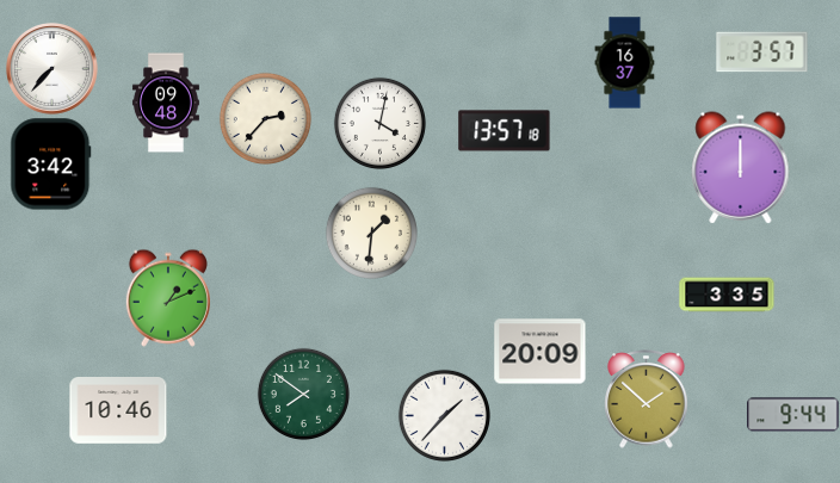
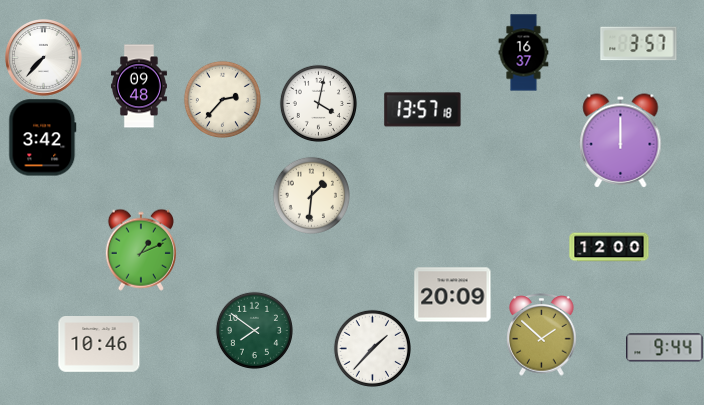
clock at (727, 295): 3:35 -> 12:00
